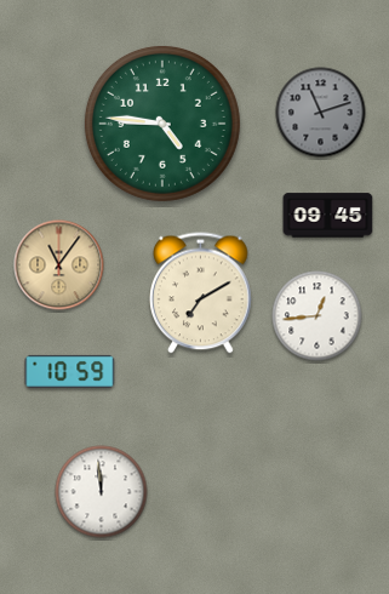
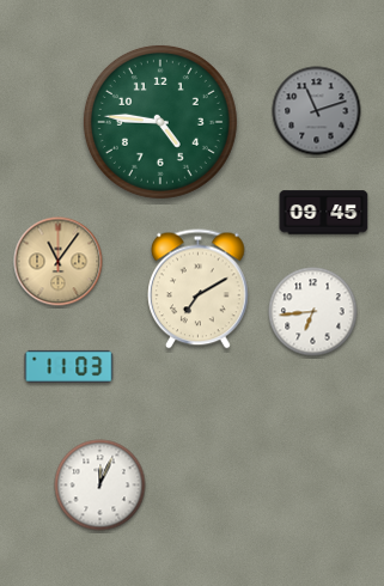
clock at (318, 316): 12:44 -> 6:44
clock at (70, 371): 10:59 -> 11:03
clock at (102, 492): 11:59 -> 12:04
